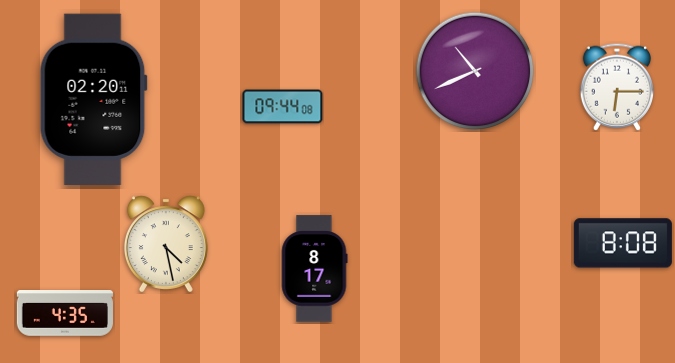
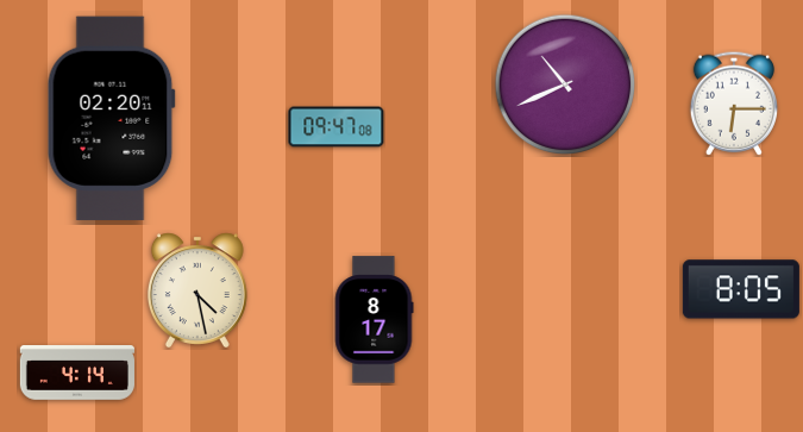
clock at (283, 107): 09:44 -> 09:47
clock at (623, 243): 8:08 -> 8:05
clock at (65, 314): 4:35 -> 4:14
